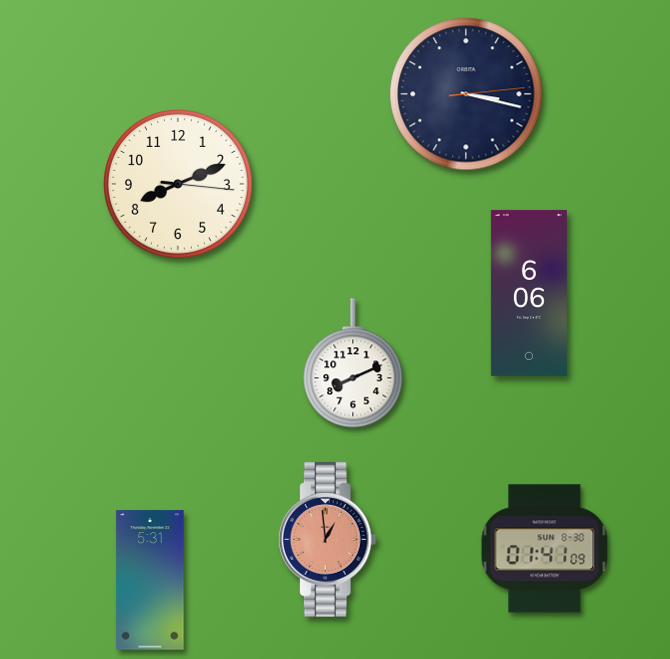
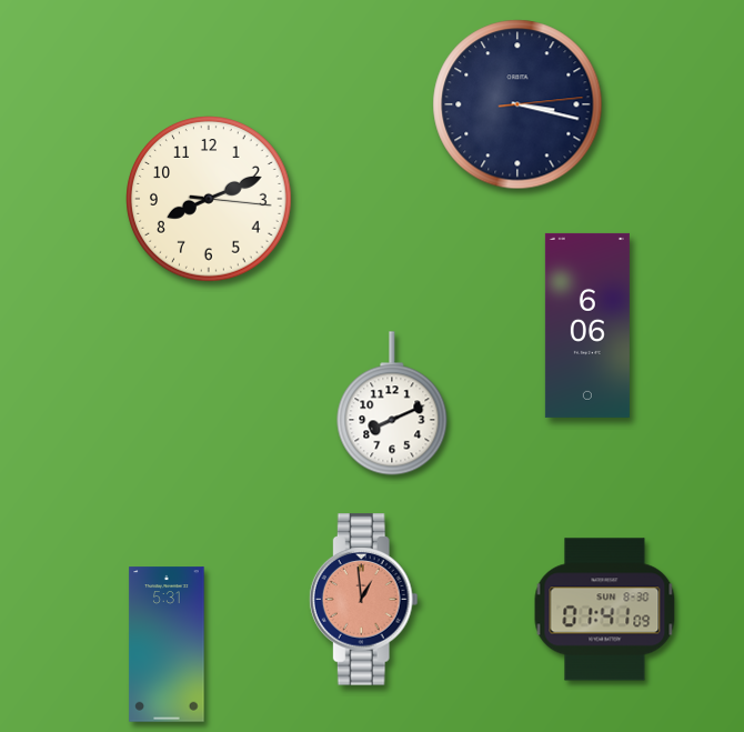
clock at (178, 184) position: (178, 184) -> (209, 199)
